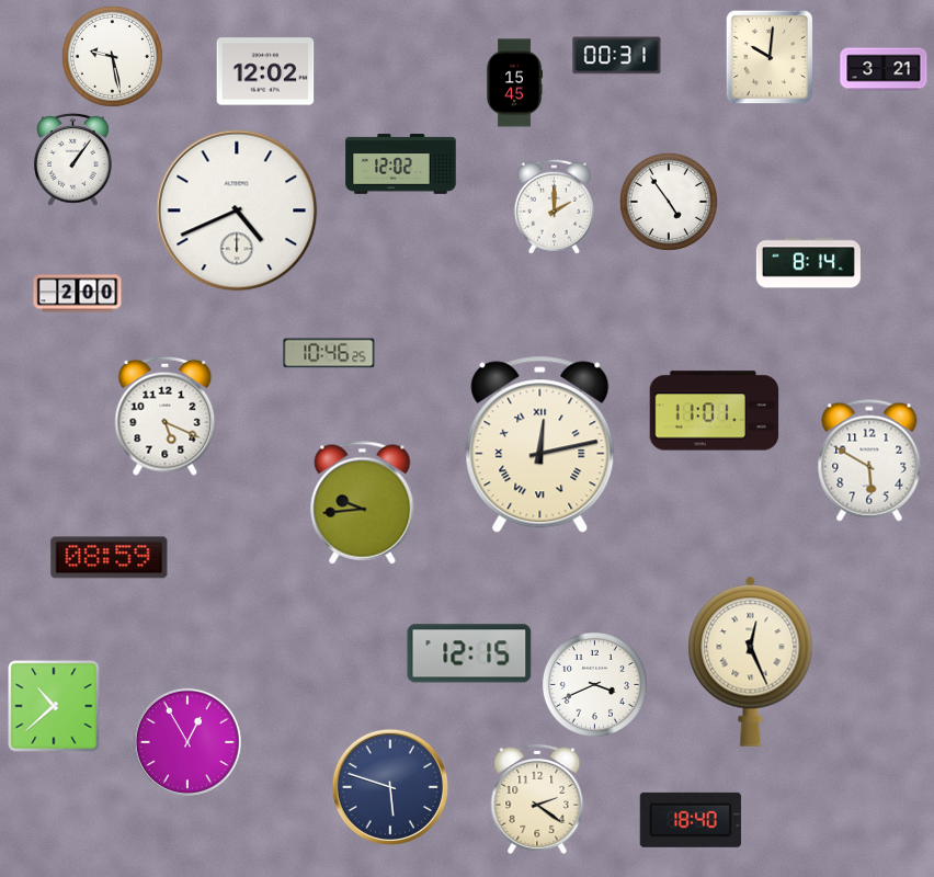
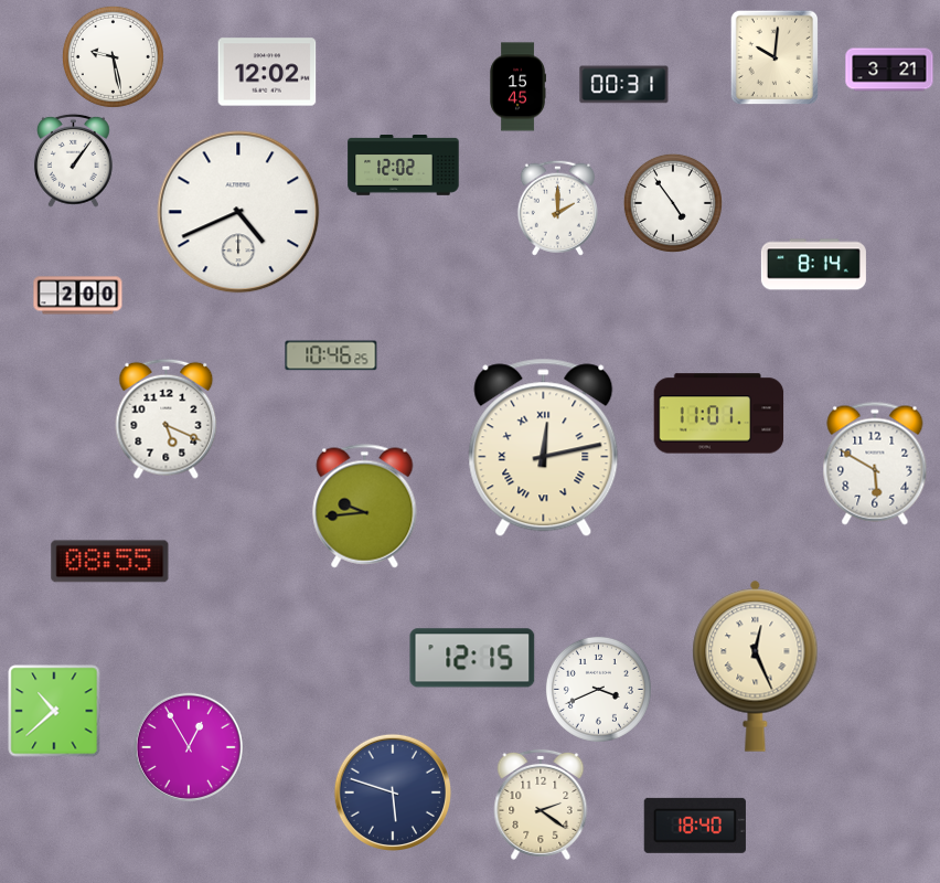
clock at (617, 56) position: (617, 56) -> (624, 85)
clock at (514, 83) position: (514, 83) -> (517, 87)
clock at (110, 558): 08:59 -> 08:55
